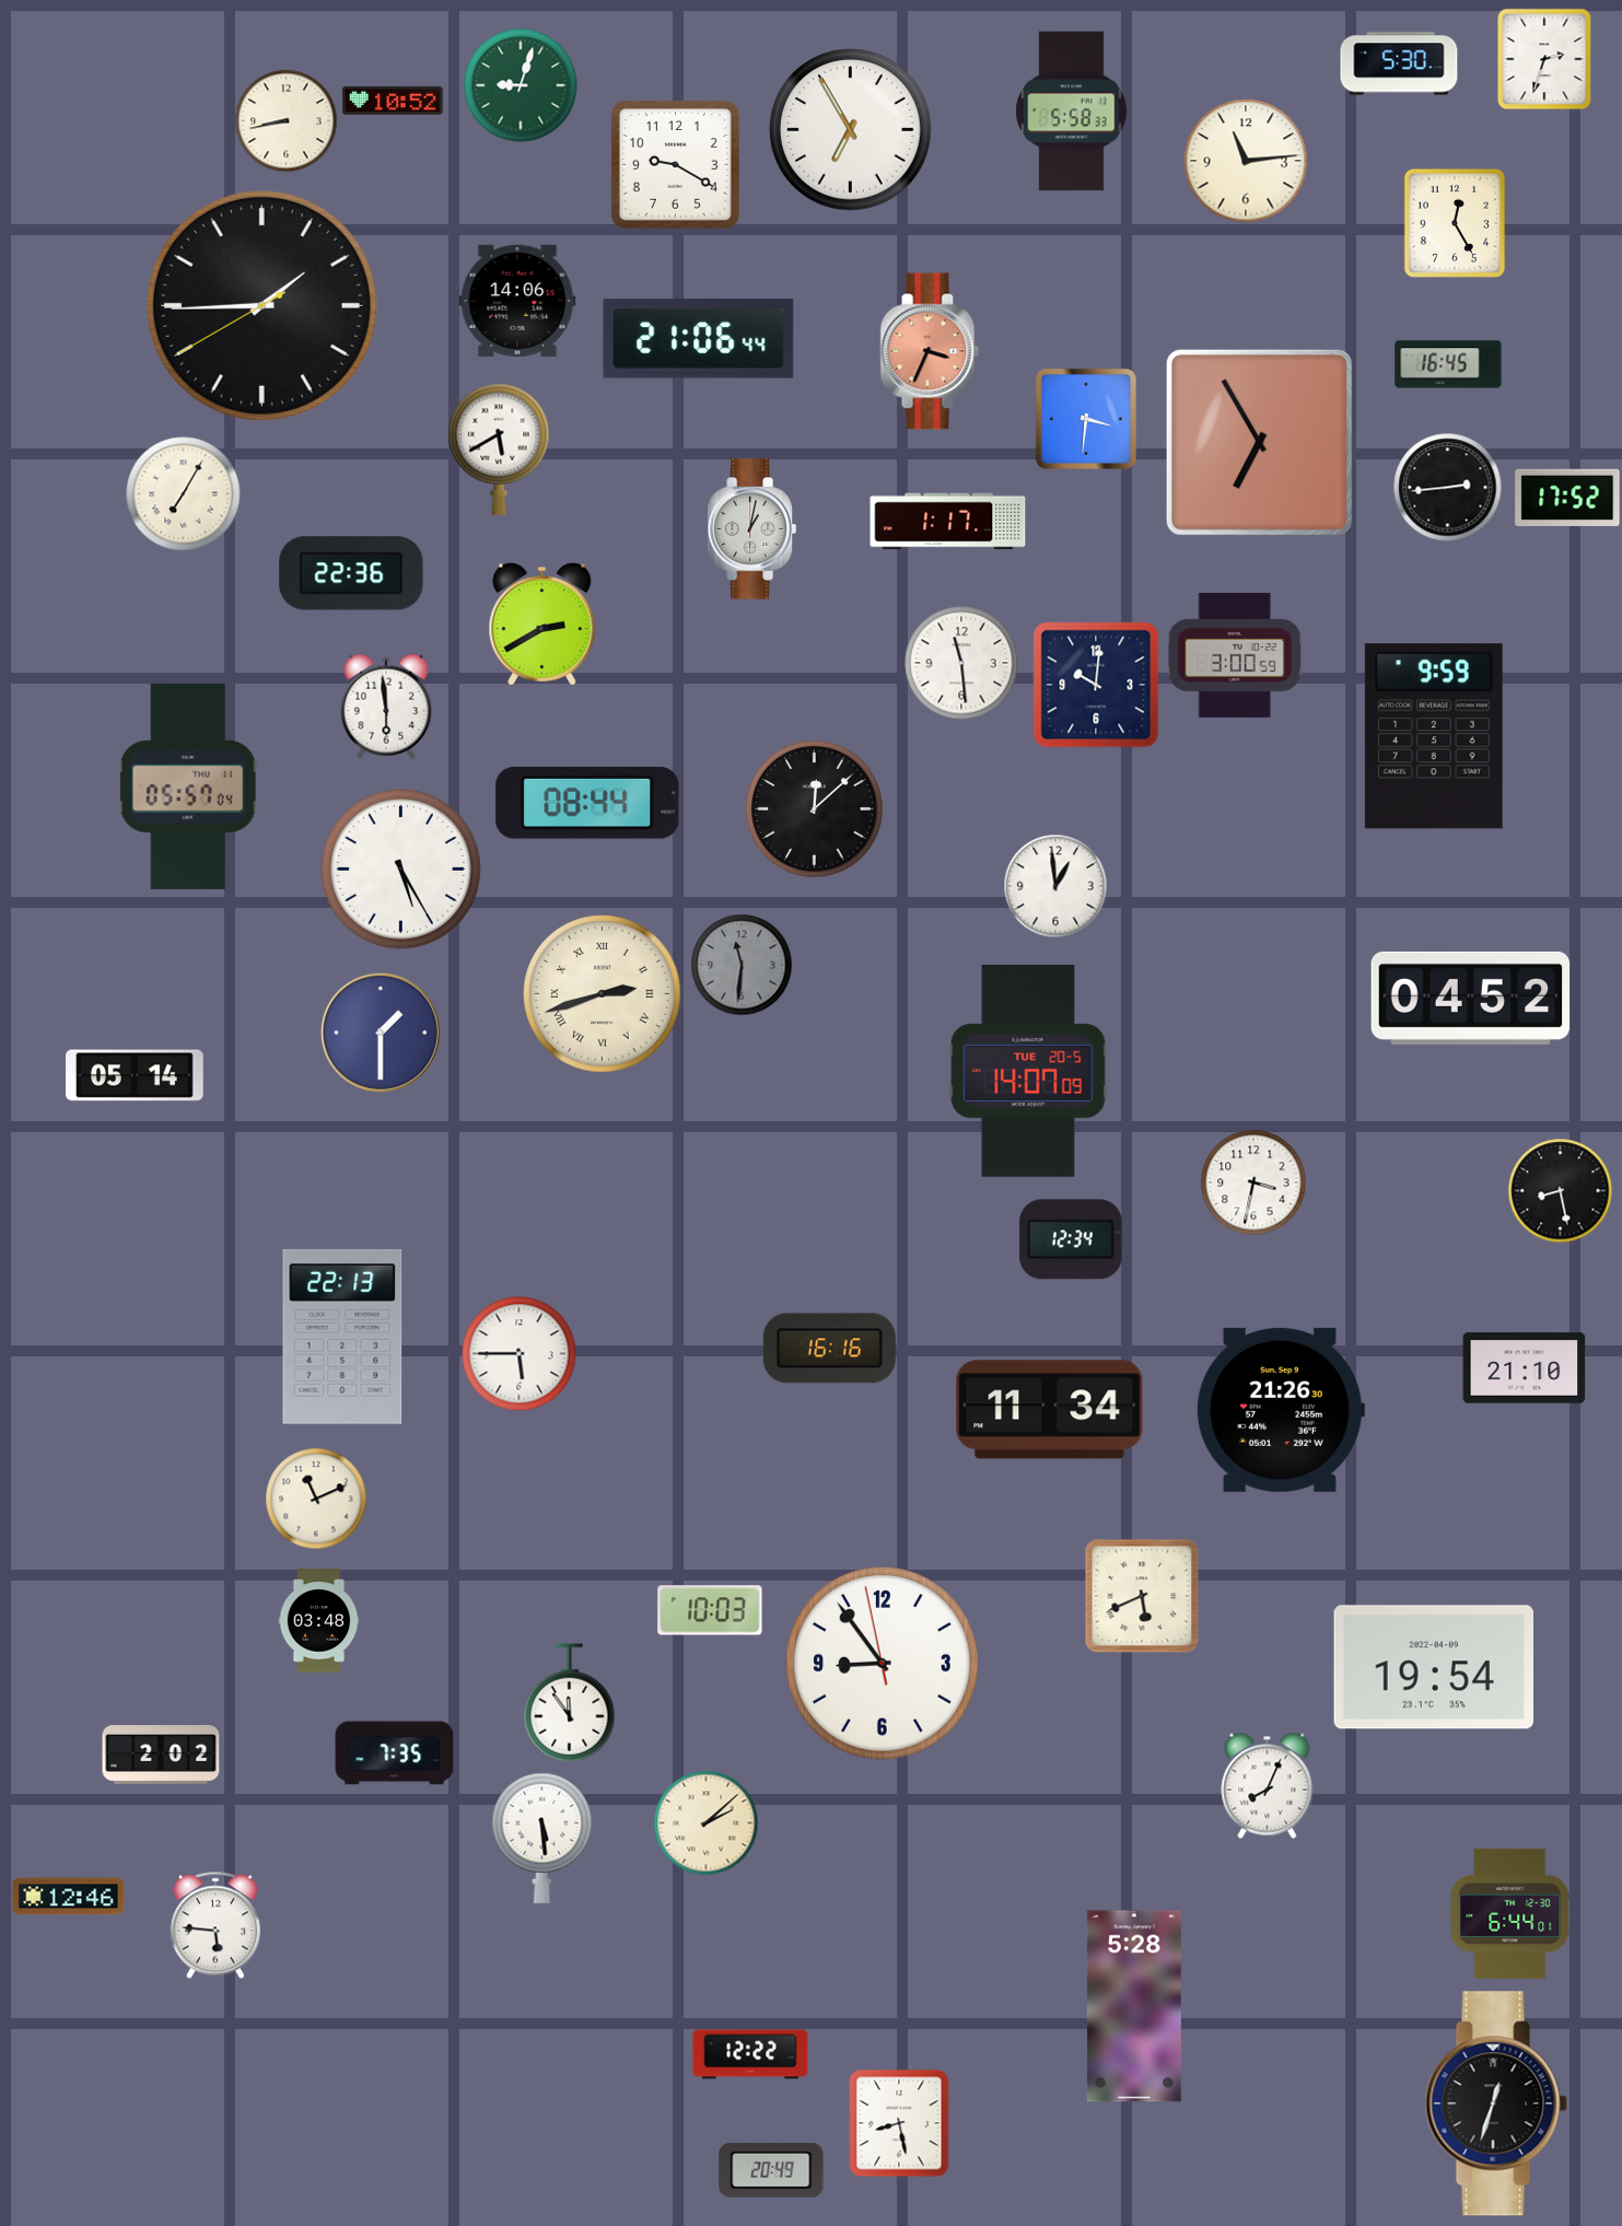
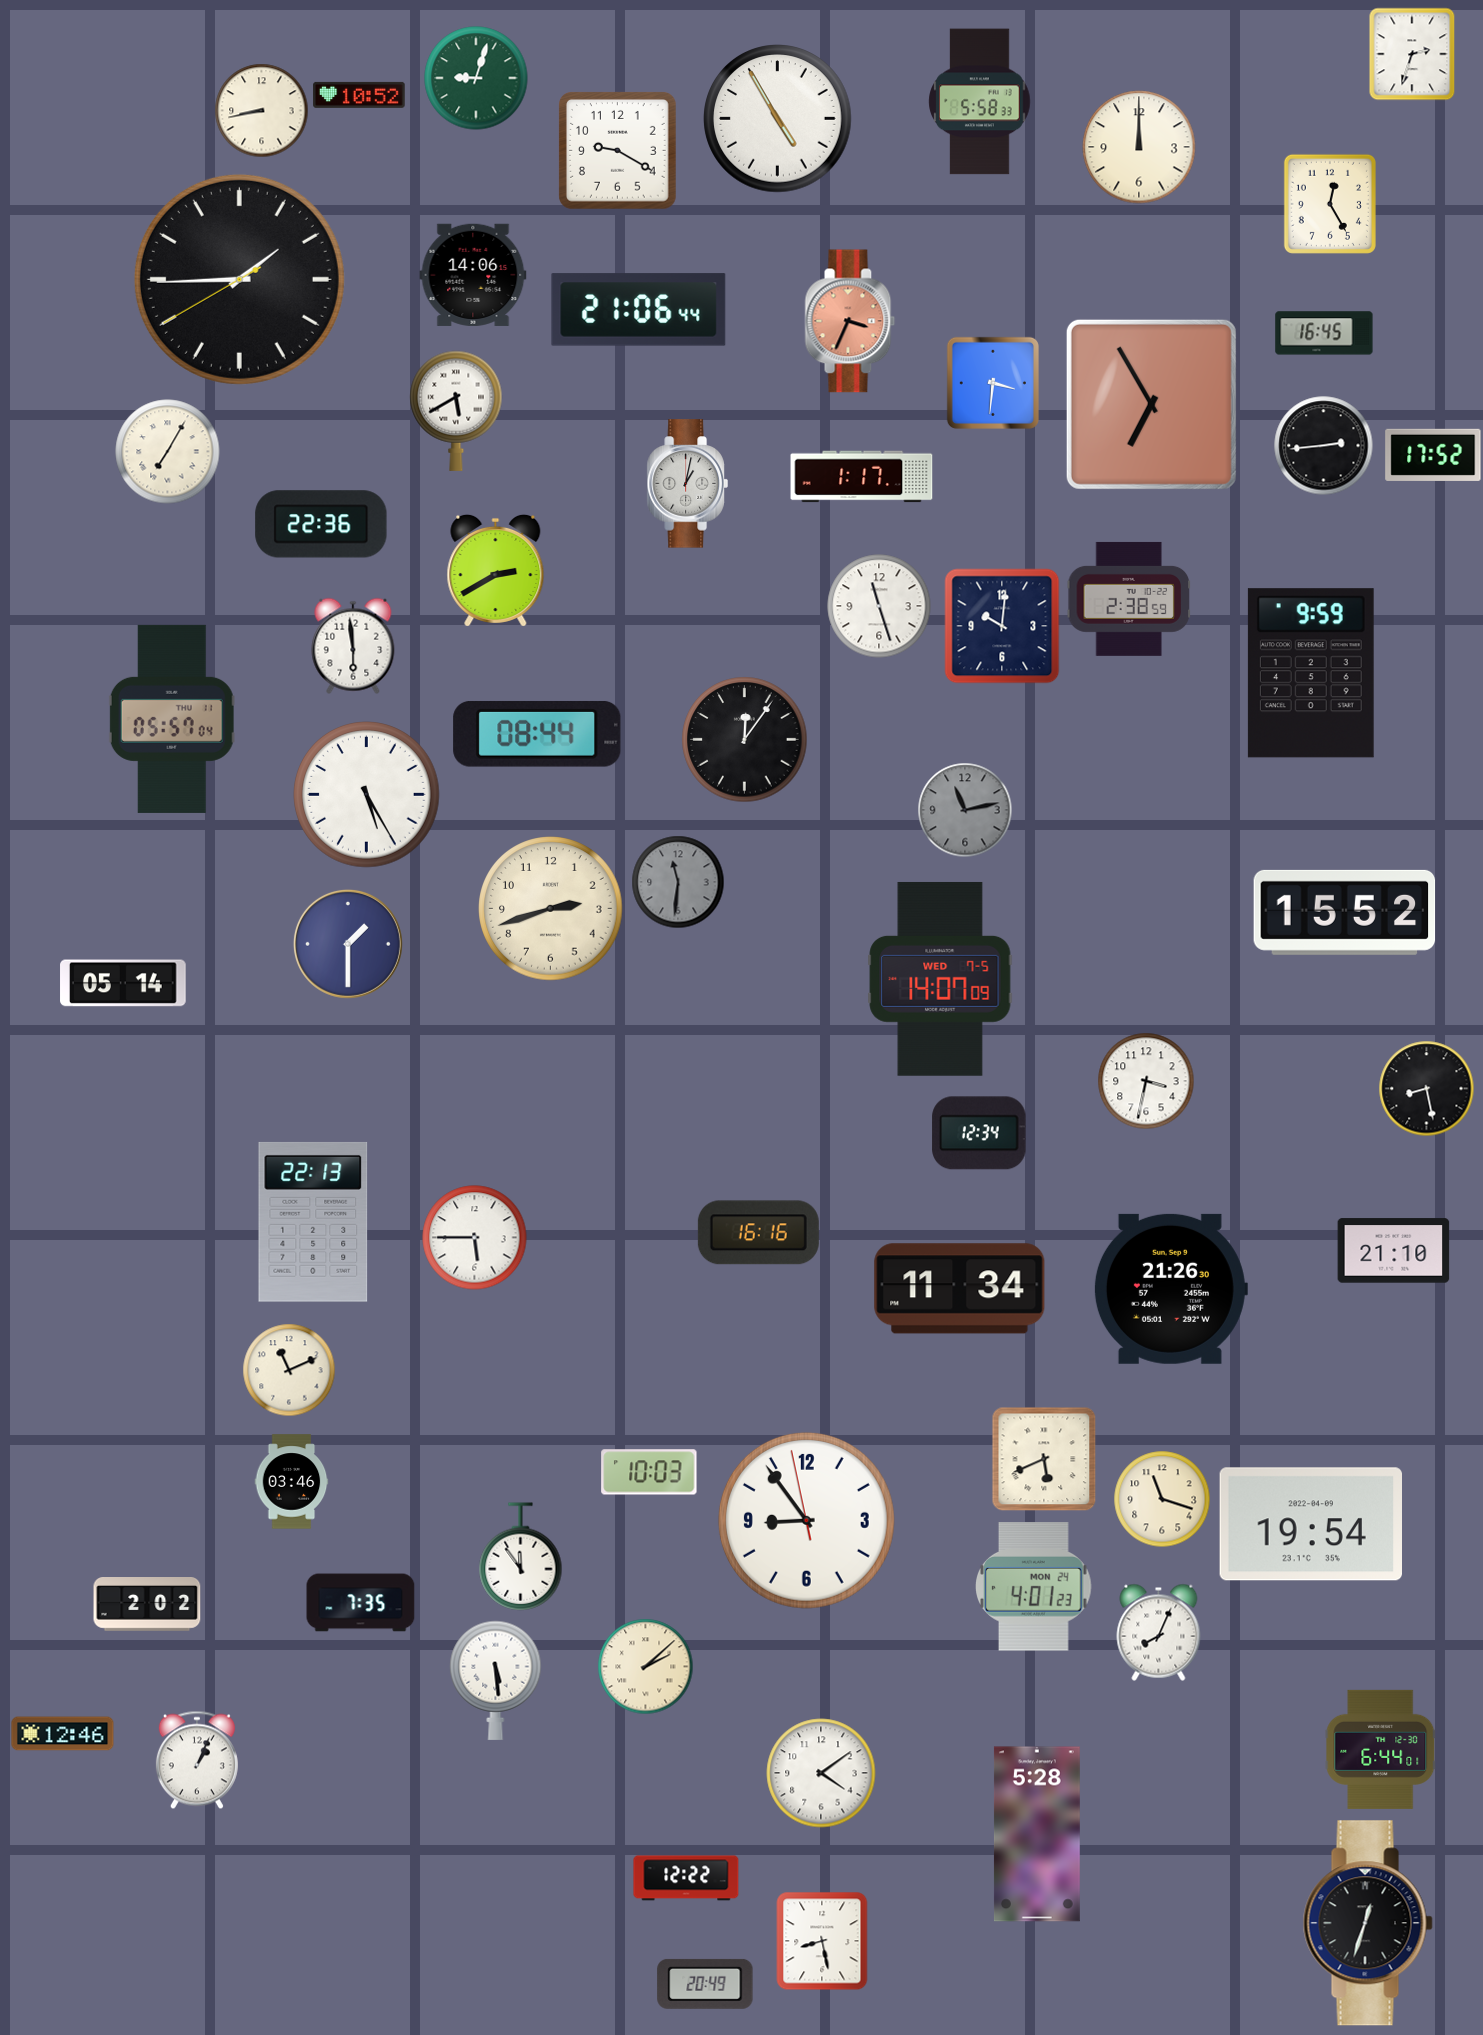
clock at (1399, 63): 5:30 -> none
clock at (393, 101) position: (393, 101) -> (359, 95)
clock at (851, 130): 6:55 -> 4:55
clock at (1246, 161): 11:14 -> 12:00
clock at (948, 522) position: (948, 522) -> (862, 477)
clock at (1235, 655): 3:00 -> 2:38
clock at (961, 663): 11:29 -> 11:27
clock at (815, 809): 12:08 -> 12:06
clock at (1055, 886): 12:59 -> 11:13
clock at (1055, 886) dial: white -> grey
clock at (603, 994) numerals: Roman -> Arabic
clock at (1471, 998): 04:52 -> 15:52
clock at (1028, 1071) date: TUE 20-5 -> WED 7-5
clock at (319, 1621): 03:48 -> 03:46
clock at (1162, 1499): none -> 11:18
clock at (1034, 1587): none -> 4:01
clock at (215, 1925): 5:46 -> 1:04
clock at (821, 1773): none -> 4:09
